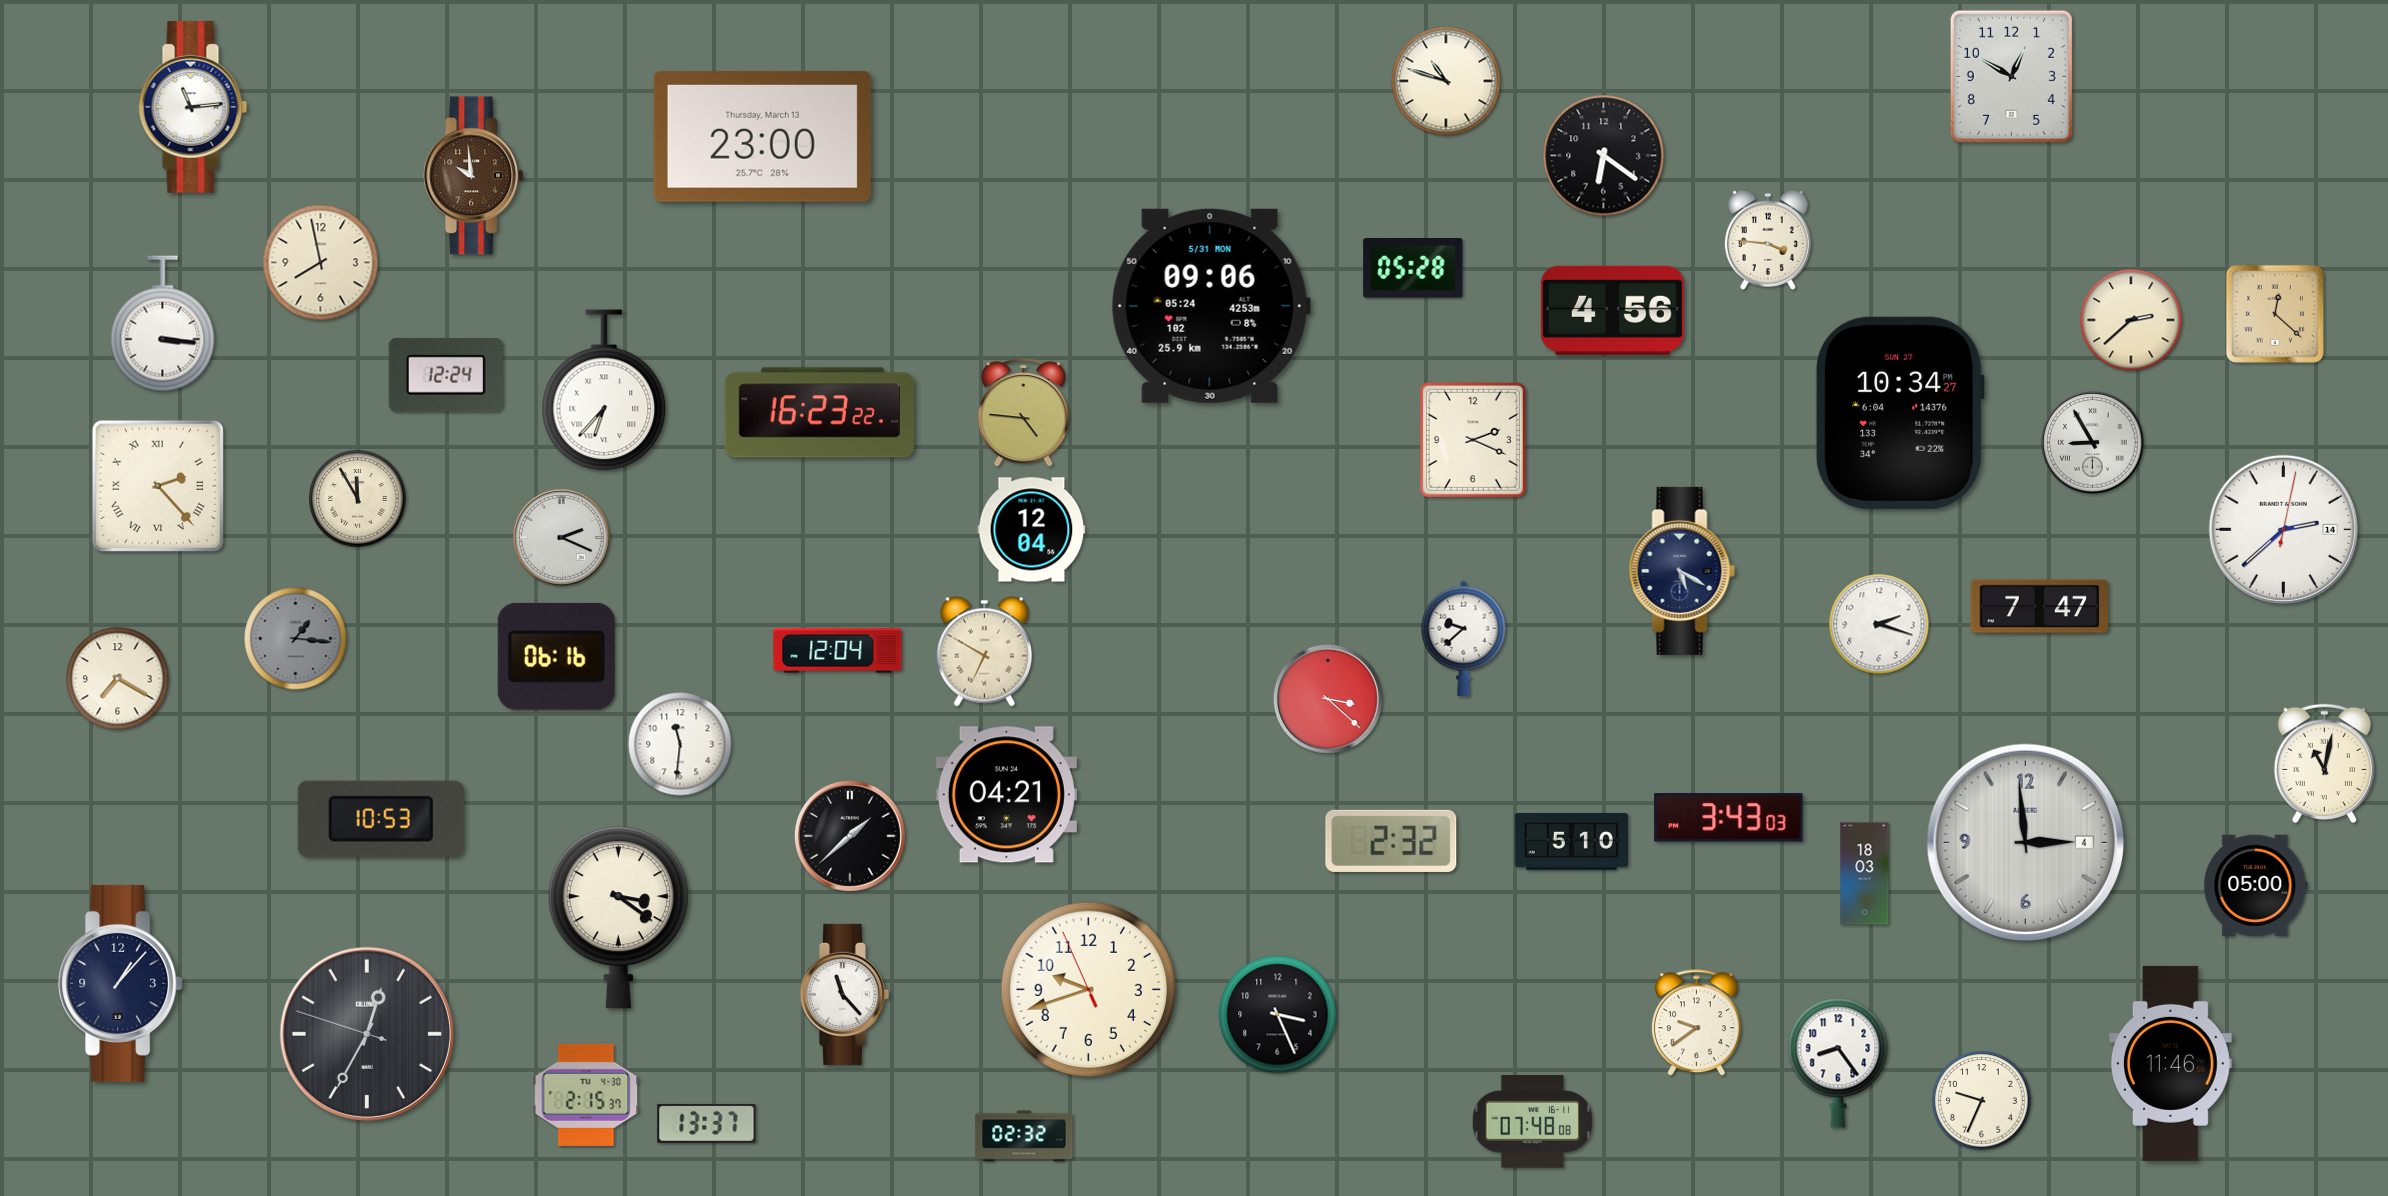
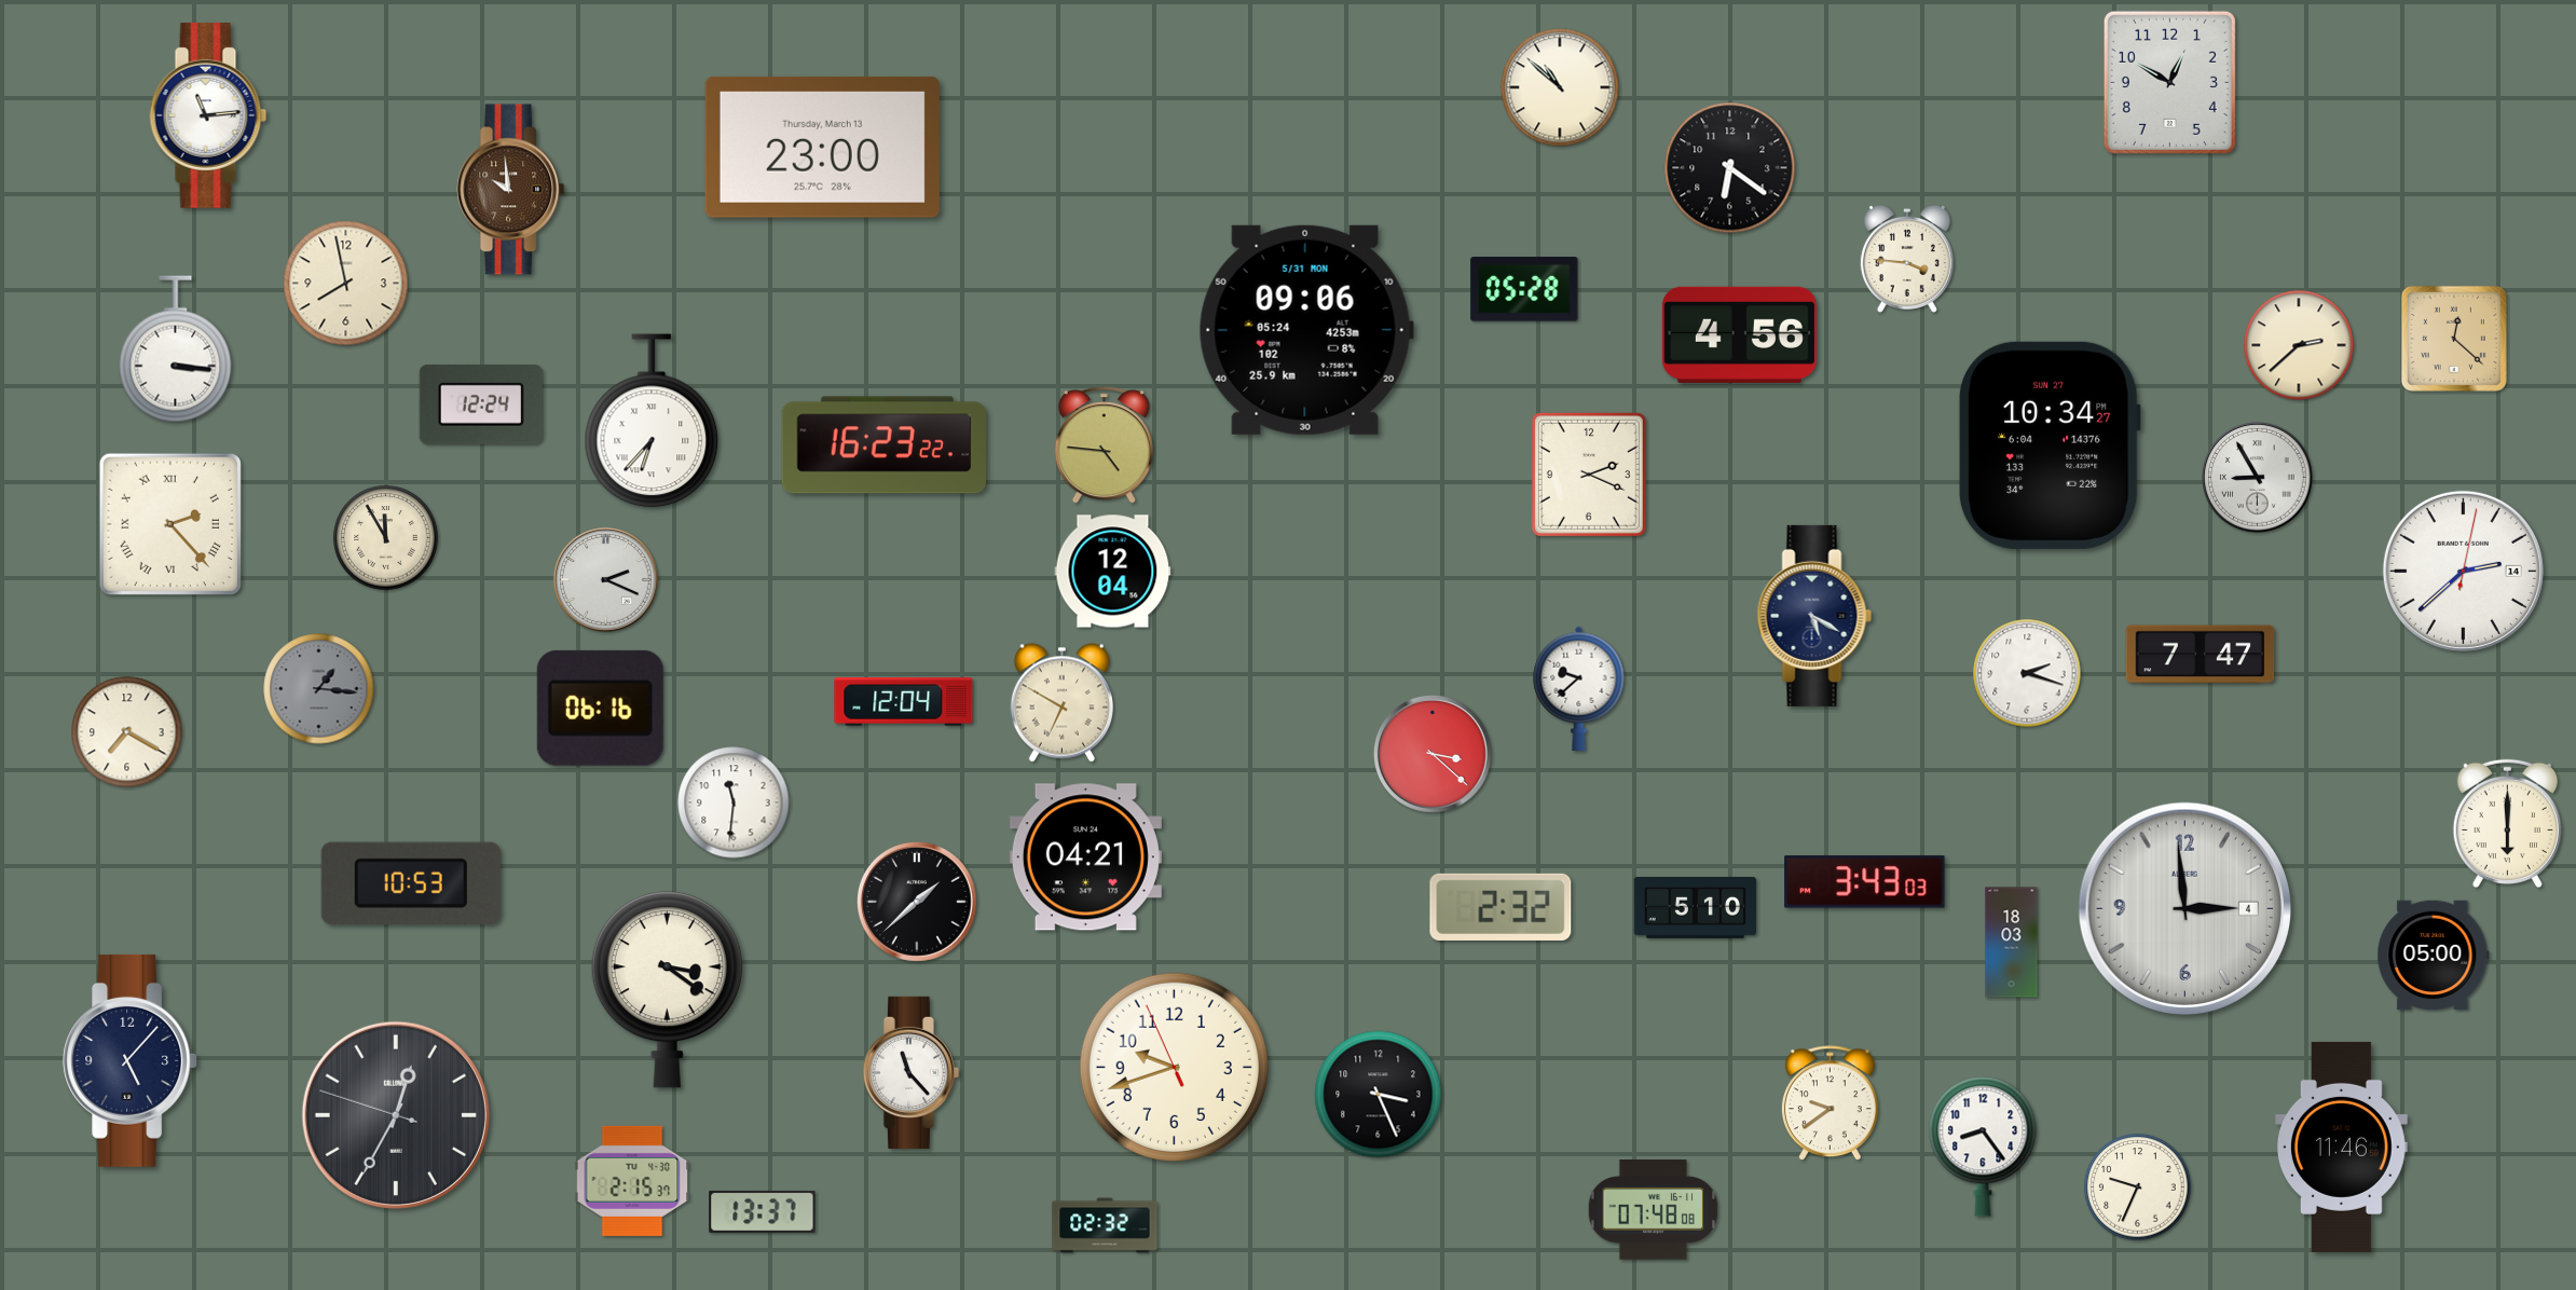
clock at (1446, 81): 10:48 -> 10:52
clock at (2324, 764): 11:02 -> 6:00
clock at (121, 983): 1:07 -> 5:07
